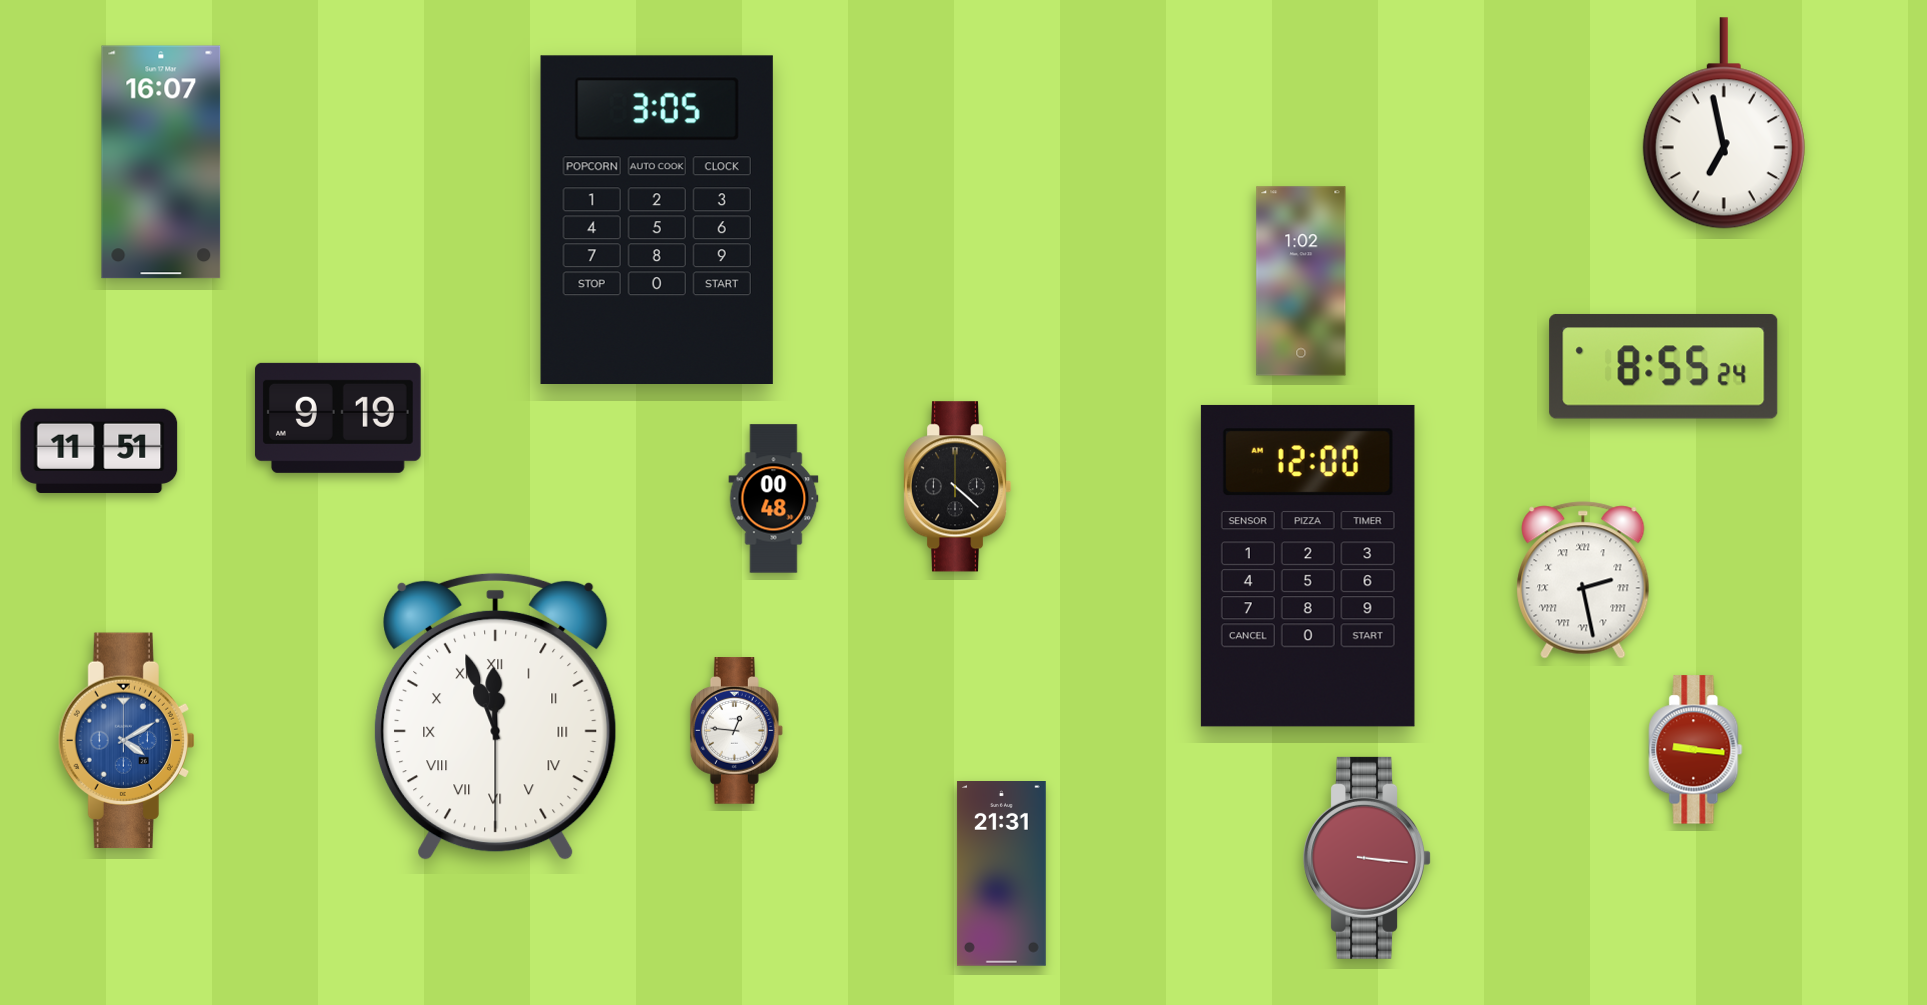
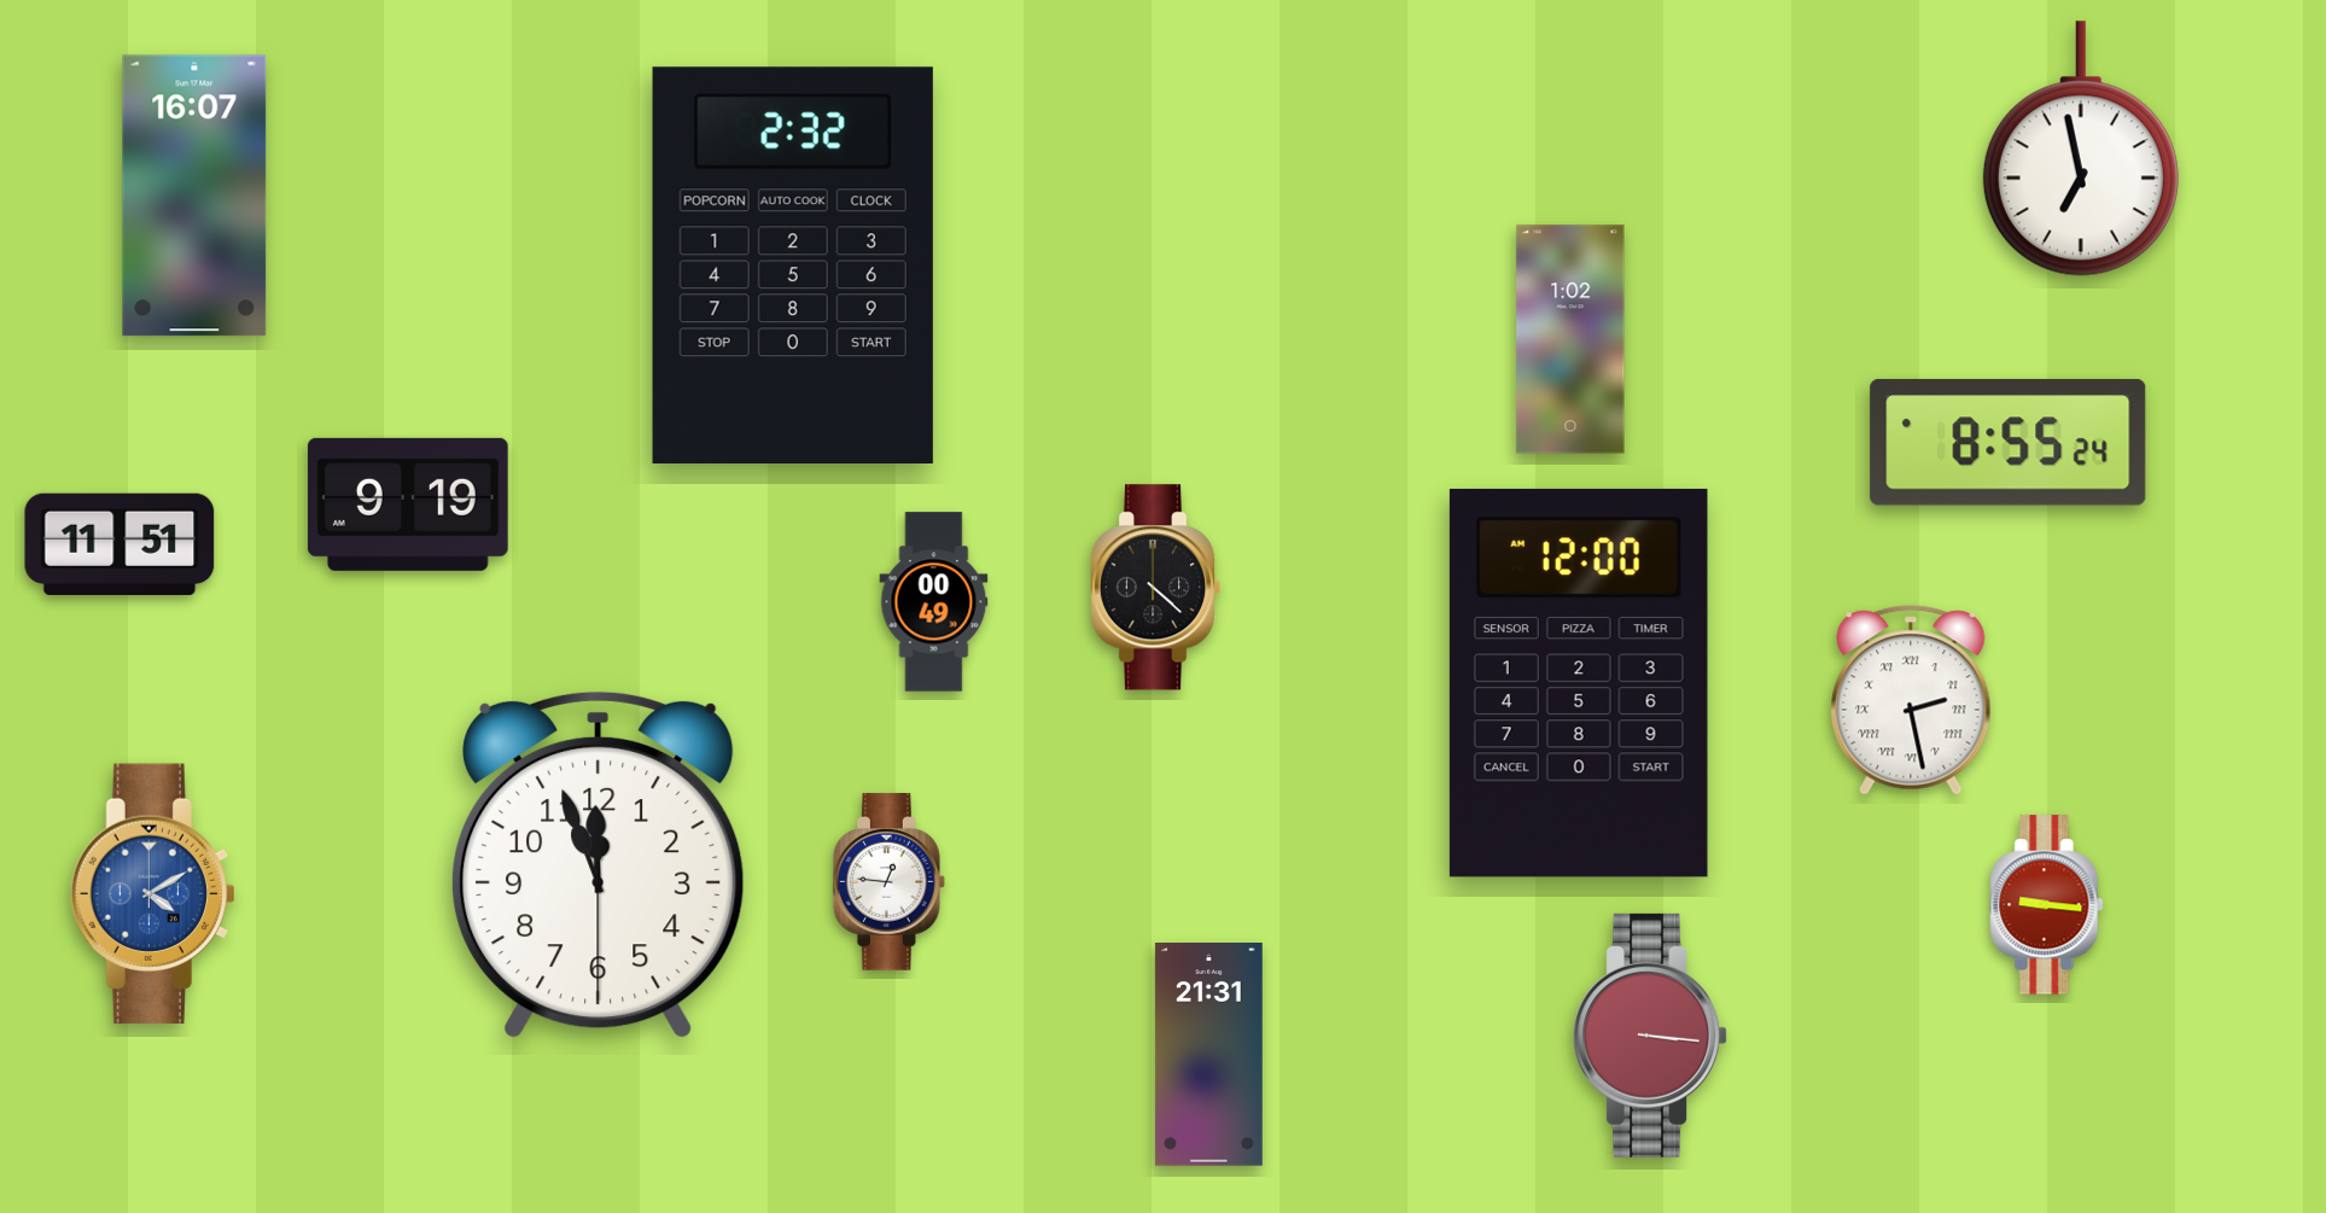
clock at (657, 219): 3:05 -> 2:32
clock at (774, 499): 00:48 -> 00:49
clock at (496, 717) numerals: Roman -> Arabic
